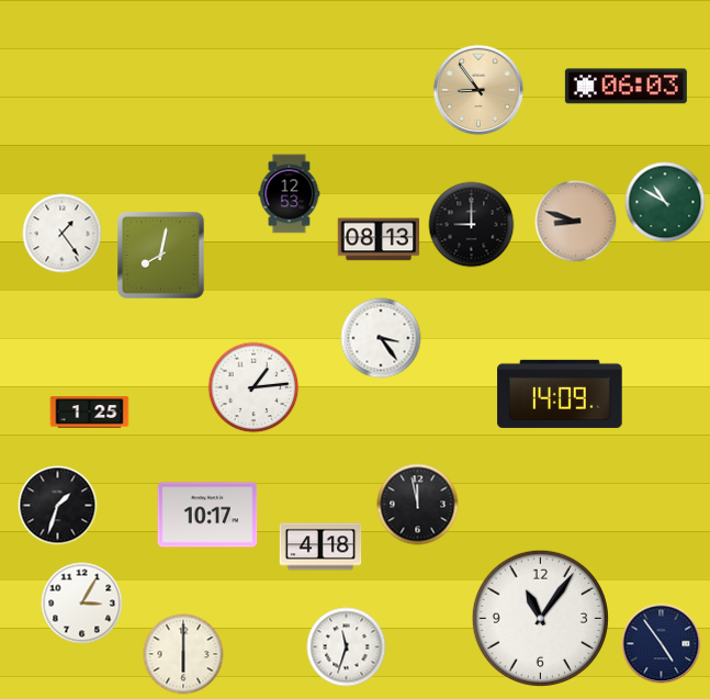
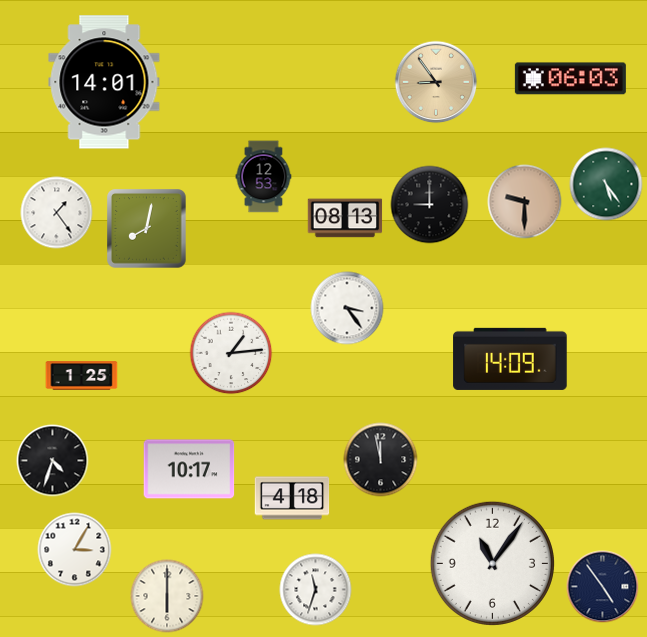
clock at (104, 82): none -> 14:01
clock at (665, 202): 10:50 -> 5:24
clock at (576, 222): 8:48 -> 9:30
clock at (161, 256) position: (161, 256) -> (147, 229)
clock at (58, 506): 1:33 -> 4:33
